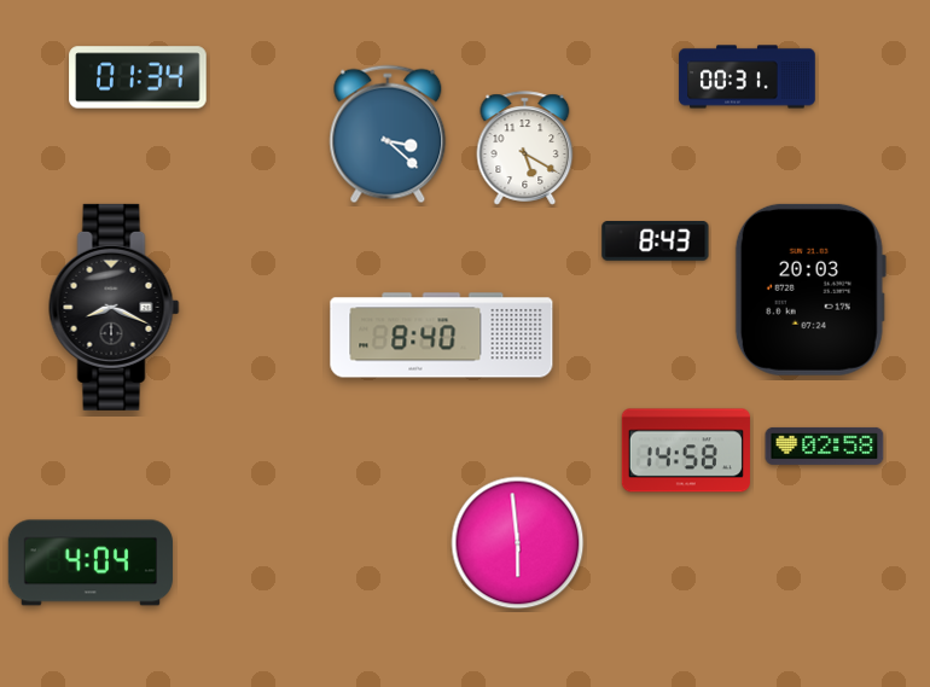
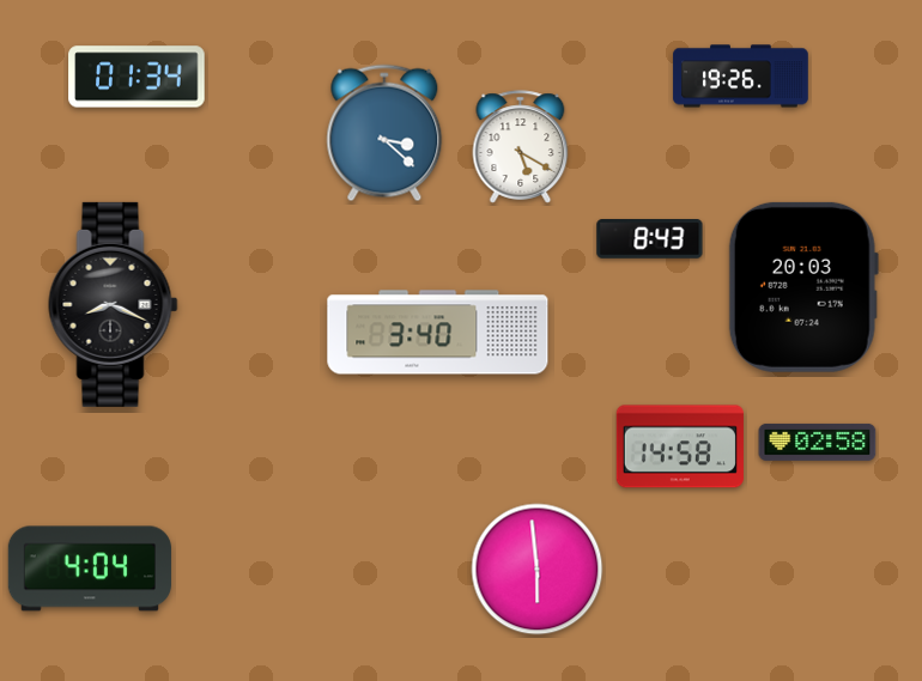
clock at (748, 77): 00:31 -> 19:26
clock at (442, 336): 8:40 -> 3:40
clock at (518, 543) position: (518, 543) -> (538, 570)
clock at (91, 563) position: (91, 563) -> (90, 568)
